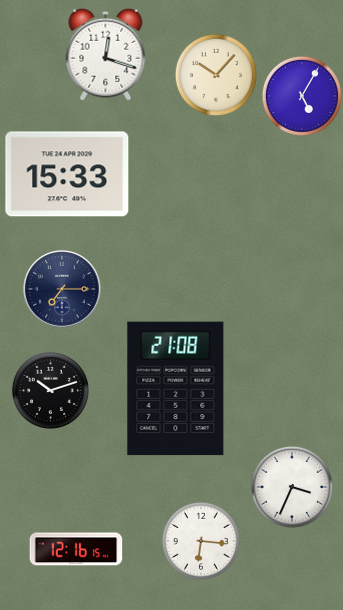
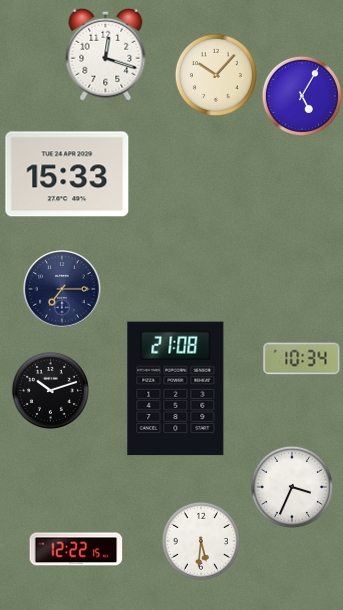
clock at (302, 359): none -> 10:34
clock at (201, 541): 6:16 -> 5:31
clock at (76, 549): 12:16 -> 12:22
